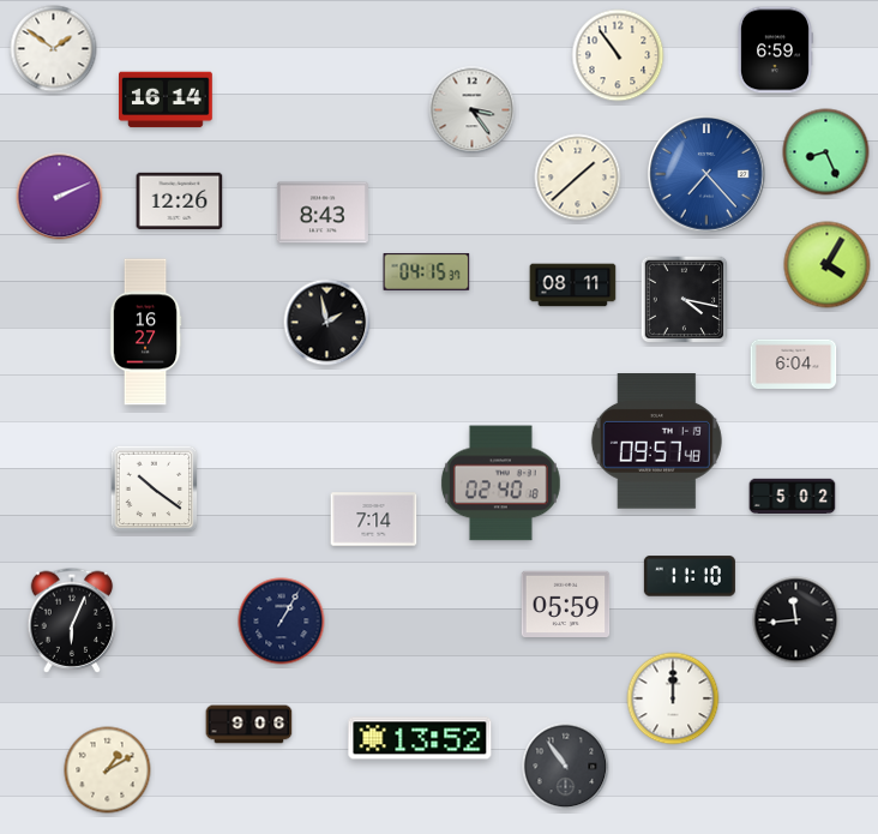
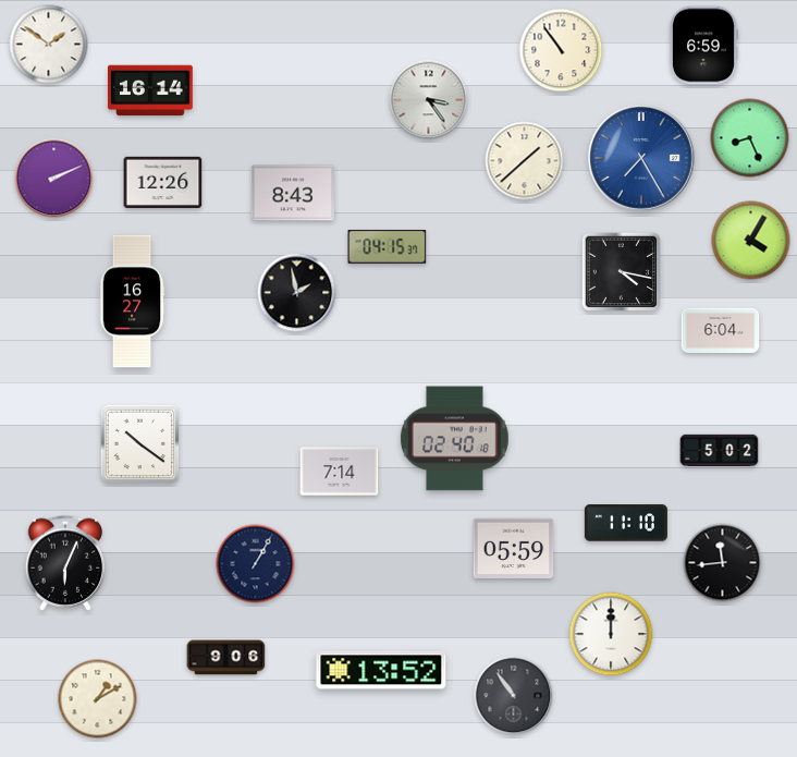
clock at (708, 175): 7:23 -> 7:25
clock at (573, 286): 08:11 -> none
clock at (656, 442): 09:57 -> none
